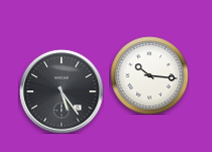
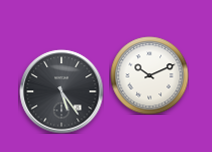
clock at (149, 75): 10:16 -> 10:11
